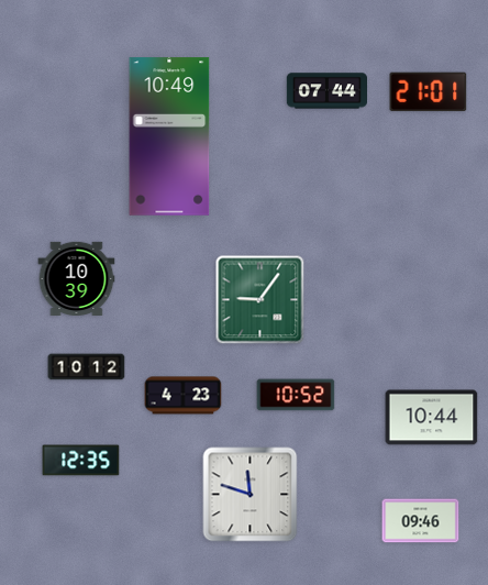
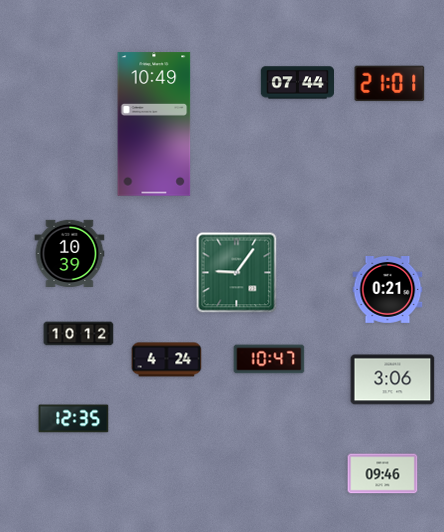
clock at (388, 290): none -> 0:21
clock at (296, 395): 10:52 -> 10:47
clock at (184, 396): 4:23 -> 4:24
clock at (432, 418): 10:44 -> 3:06
clock at (251, 495): 11:48 -> none
